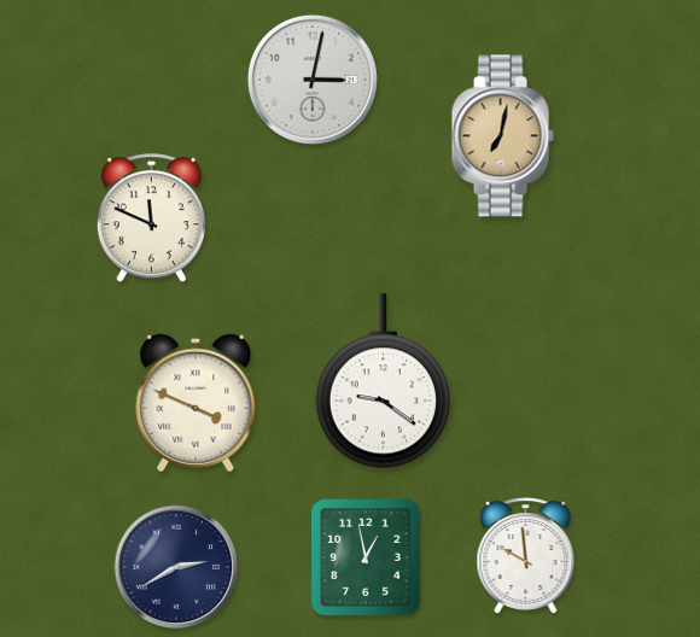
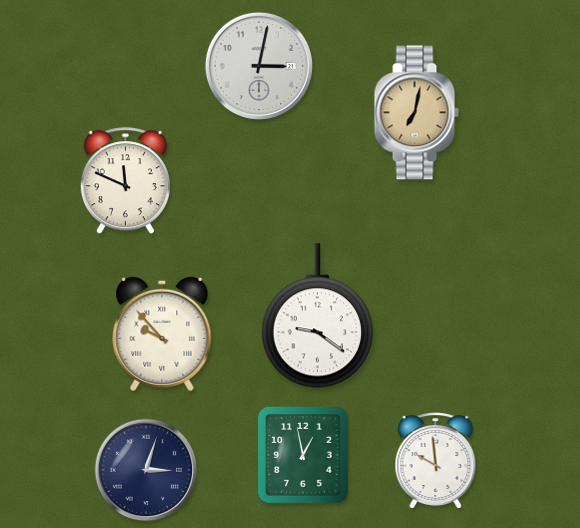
clock at (196, 403): 3:49 -> 9:53
clock at (367, 557) position: (367, 557) -> (304, 455)
clock at (176, 567): 2:40 -> 3:03
